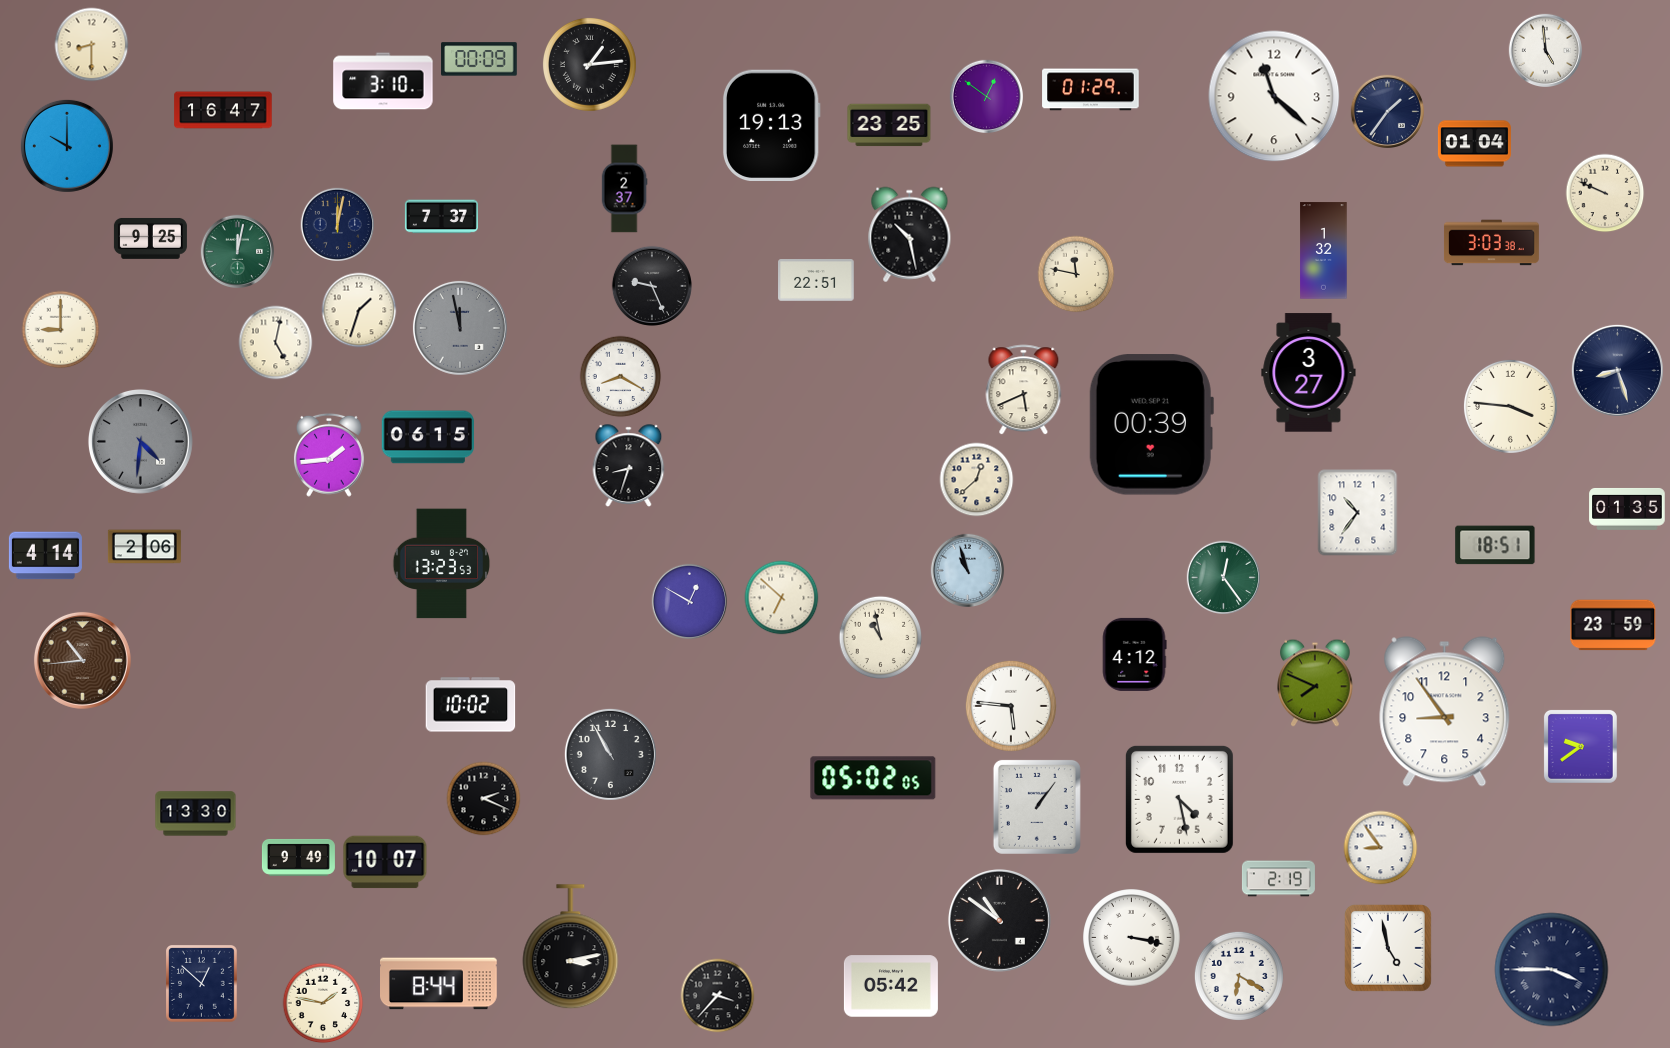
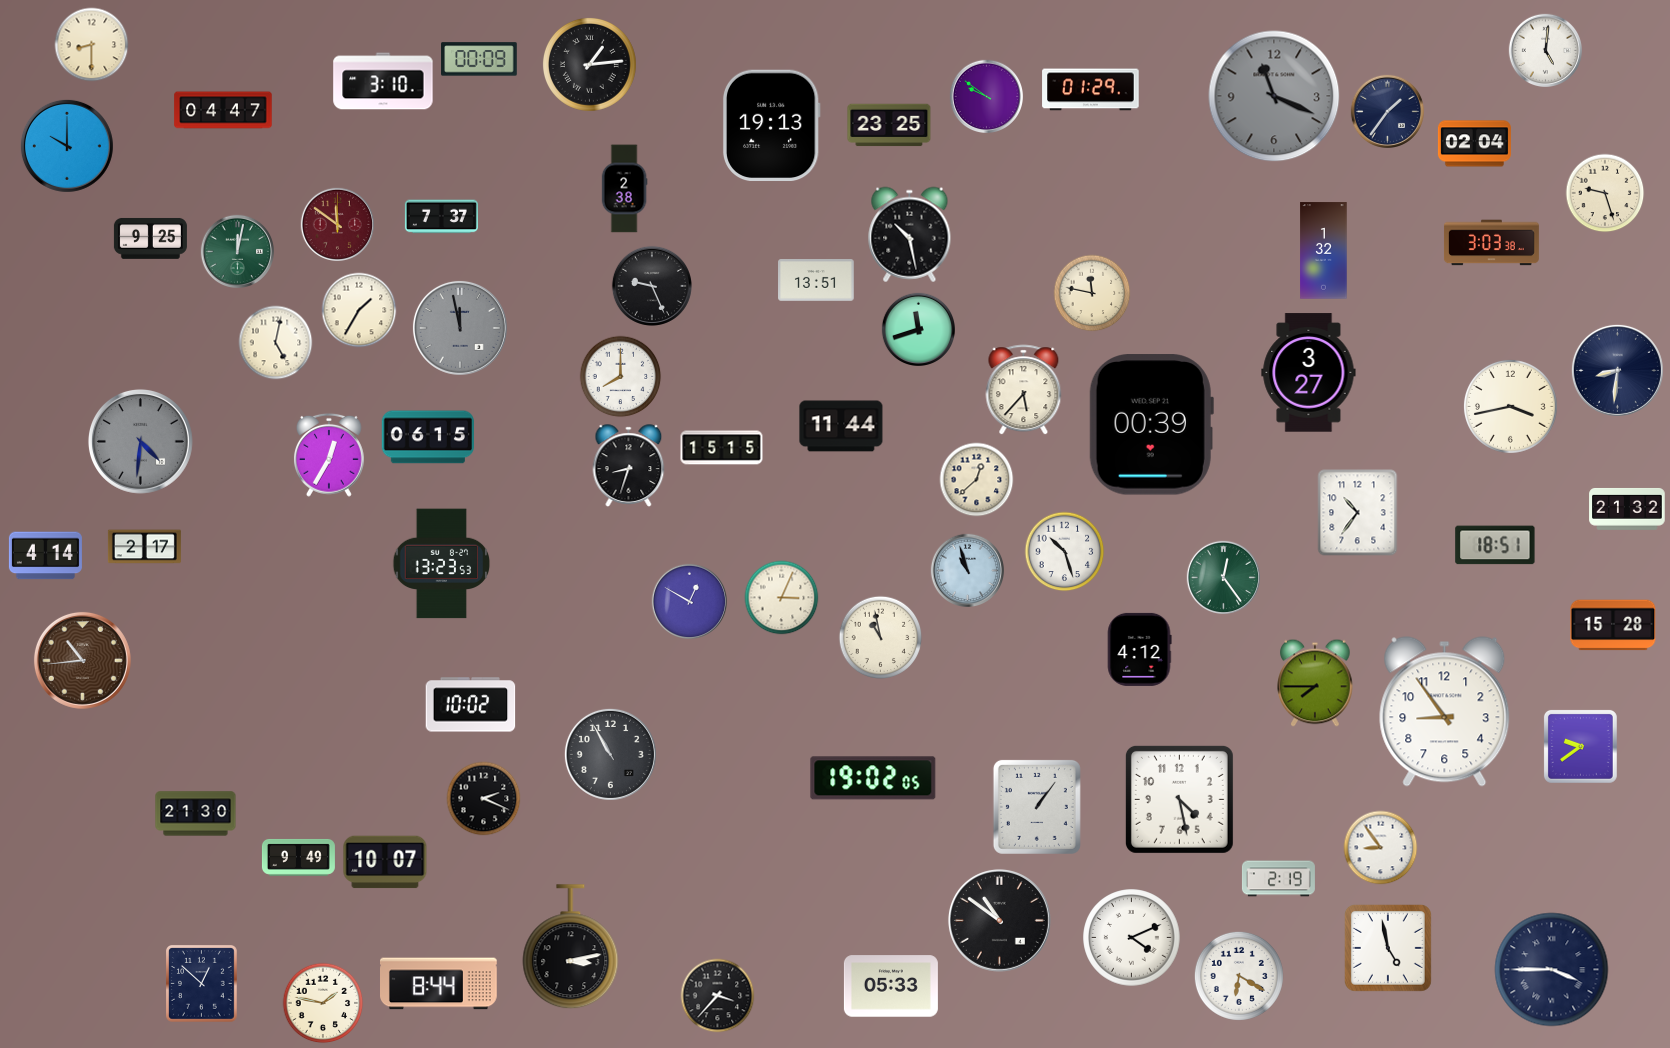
clock at (1545, 50): 4:59 -> 5:01
clock at (986, 96): 12:51 -> 9:51
clock at (1274, 96): 11:22 -> 11:19
clock at (1274, 96) dial: white -> grey
clock at (223, 110): 16:47 -> 04:47
clock at (1474, 144): 01:04 -> 02:04
clock at (624, 189): 2:37 -> 2:38
clock at (1605, 193): 9:49 -> 9:27
clock at (337, 224): 12:02 -> 11:51
clock at (337, 224) dial: navy -> burgundy
clock at (1076, 274) position: (1076, 274) -> (1092, 293)
clock at (816, 281): 22:51 -> 13:51
clock at (359, 310): 1:33 -> 1:35
clock at (918, 329): none -> 11:42
clock at (61, 330): 9:00 -> none
clock at (1617, 370): 8:27 -> 8:31
clock at (621, 377): 8:20 -> 8:00
clock at (1024, 390): 5:41 -> 5:37
clock at (1510, 406): 3:46 -> 3:43
clock at (841, 426): none -> 11:44
clock at (722, 448): none -> 15:15
clock at (329, 455): 1:44 -> 12:35
clock at (1627, 509): 01:35 -> 21:32
clock at (144, 547): 2:06 -> 2:17
clock at (1065, 552): none -> 10:27
clock at (782, 598): 6:52 -> 3:04
clock at (1613, 625): 23:59 -> 15:28
clock at (1134, 654) position: (1134, 654) -> (1139, 649)
clock at (1315, 683): 7:49 -> 7:45
clock at (1011, 706): 5:46 -> none
clock at (873, 778): 05:02 -> 19:02
clock at (196, 814): 13:30 -> 21:30
clock at (1132, 938): 3:17 -> 4:11
clock at (891, 986): 05:42 -> 05:33
